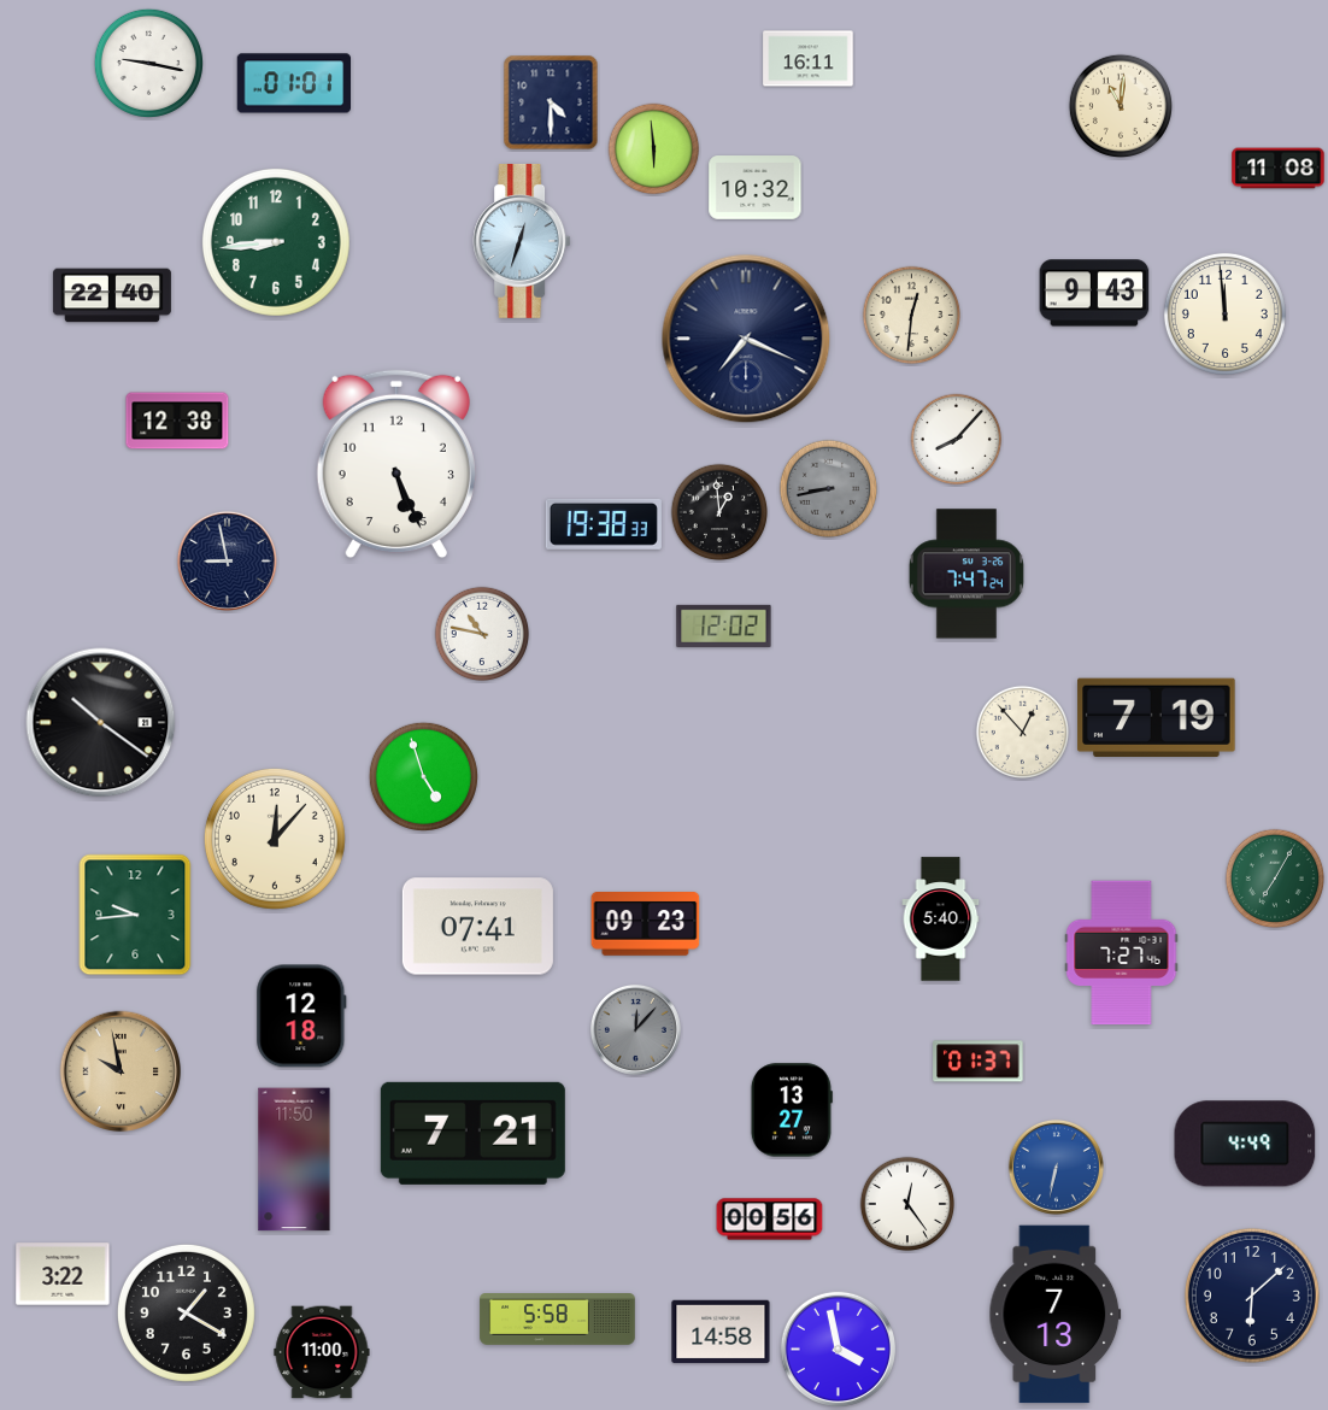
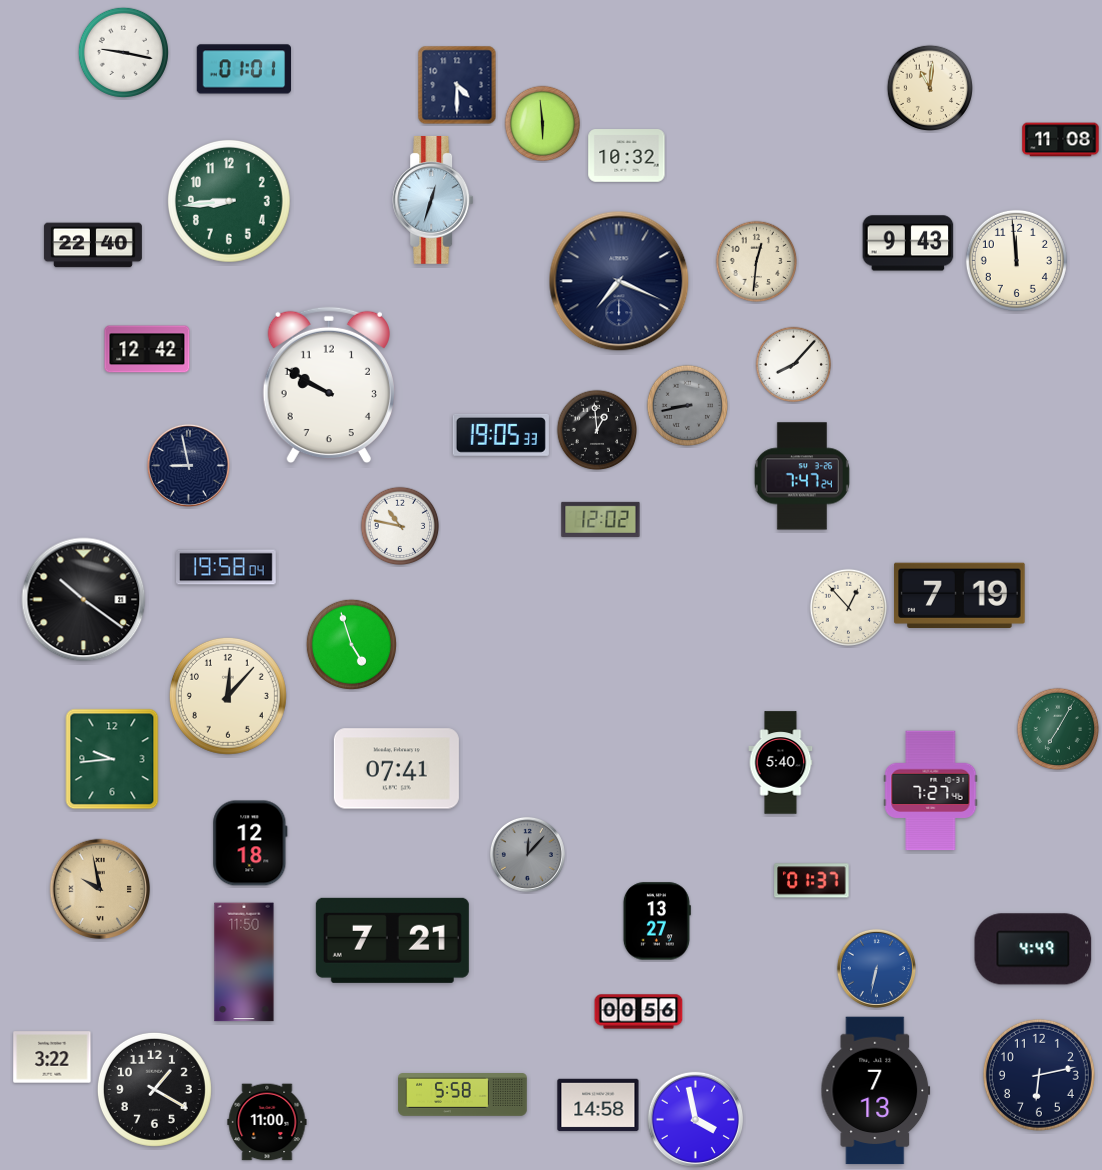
clock at (809, 59): 16:11 -> none
clock at (177, 421): 12:38 -> 12:42
clock at (396, 464): 5:26 -> 9:50
clock at (719, 512) position: (719, 512) -> (597, 430)
clock at (604, 524): 19:38 -> 19:05
clock at (227, 567): none -> 19:58
clock at (646, 924): 09:23 -> none
clock at (907, 1204): 12:24 -> none
clock at (1252, 1296): 6:08 -> 6:13
